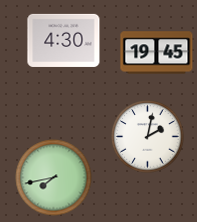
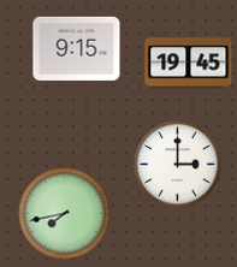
clock at (64, 40): 4:30 -> 9:15
clock at (148, 137): 2:02 -> 3:00
